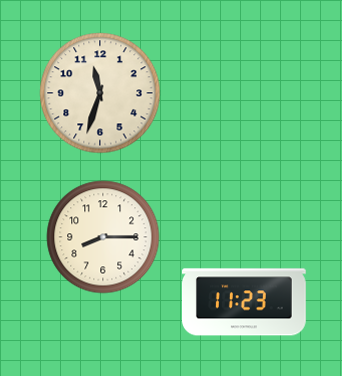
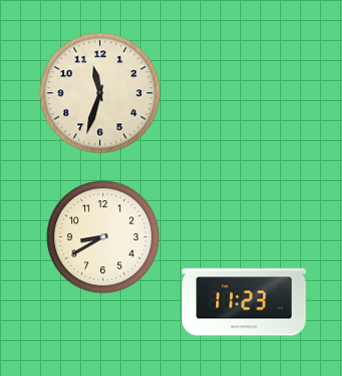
clock at (103, 237): 8:15 -> 8:40
